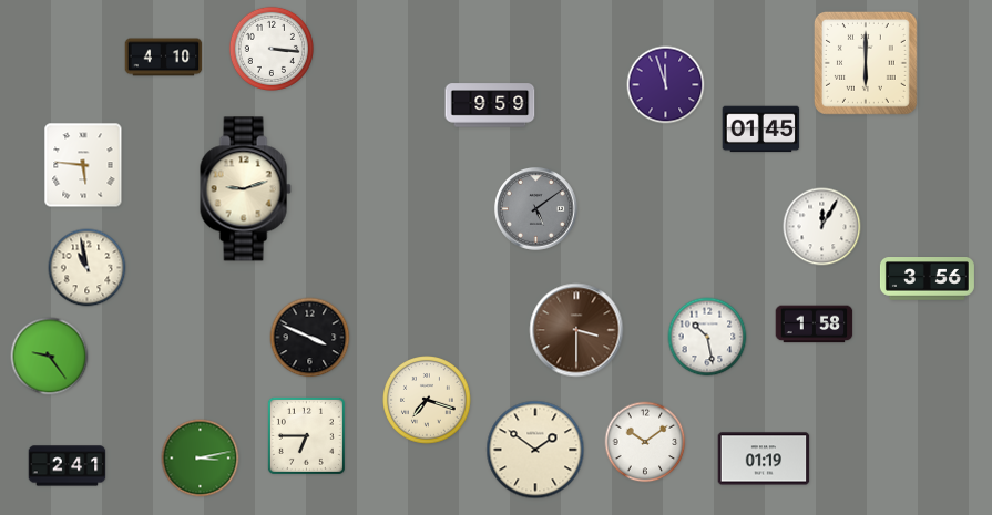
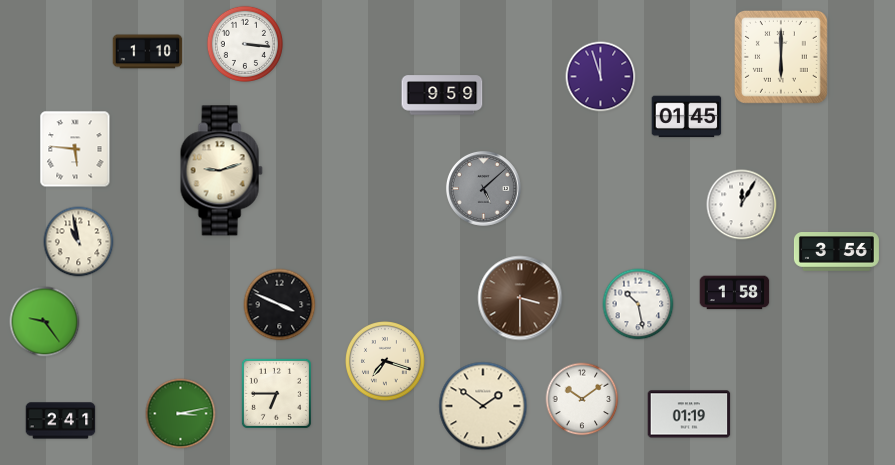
clock at (164, 58): 4:10 -> 1:10
clock at (535, 208): 5:09 -> 5:08
